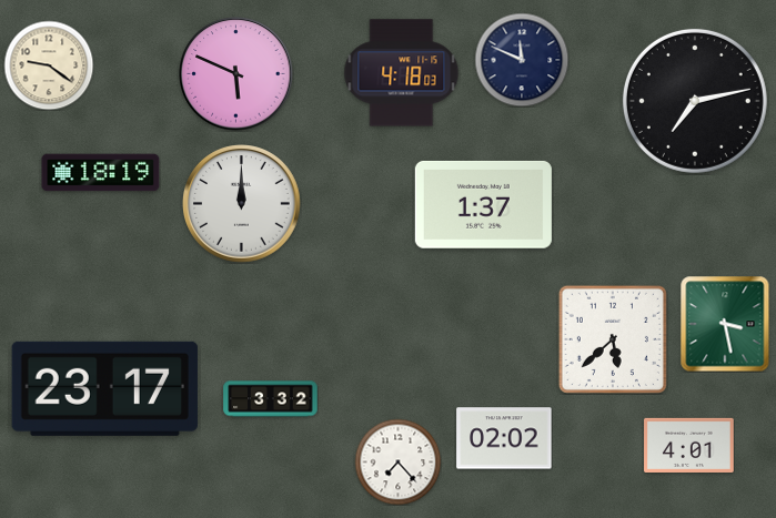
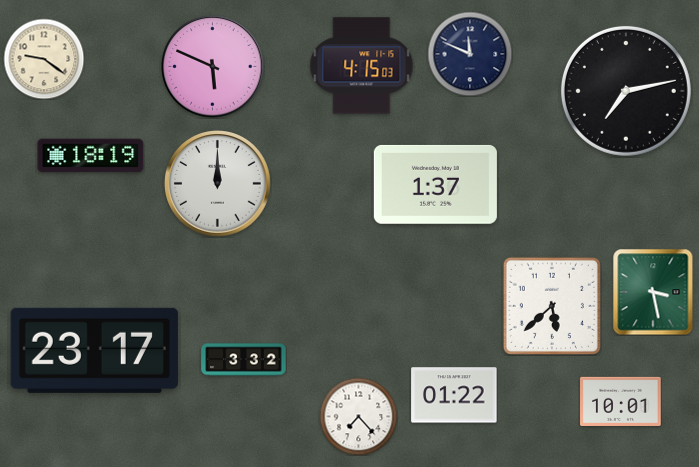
clock at (402, 73): 4:18 -> 4:15
clock at (504, 438): 02:02 -> 01:22
clock at (689, 445): 4:01 -> 10:01
